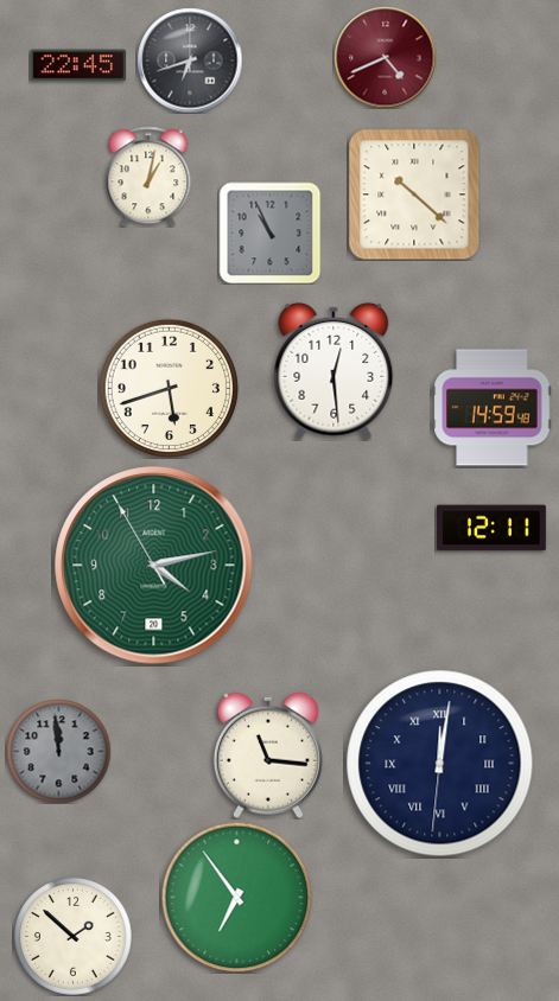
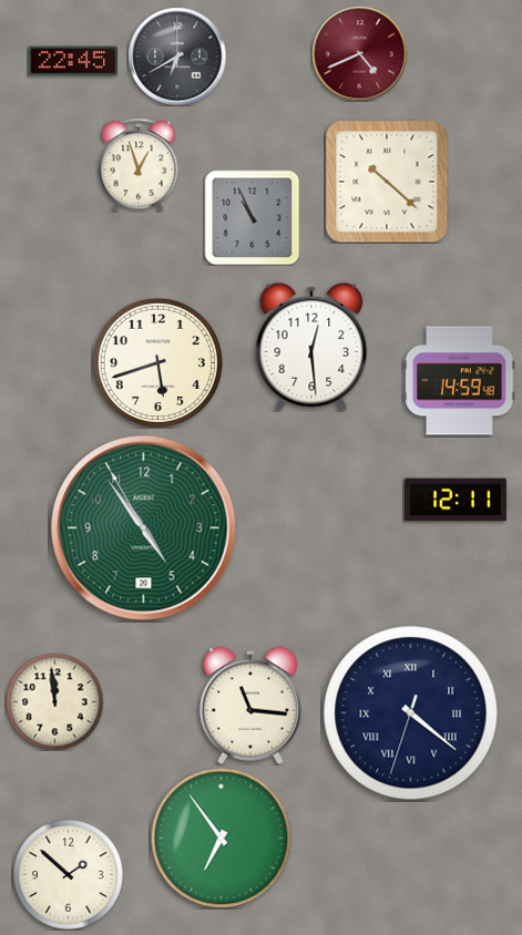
clock at (190, 60): 6:42 -> 6:40
clock at (148, 177): 1:02 -> 12:57
clock at (493, 528) position: (493, 528) -> (457, 500)
clock at (154, 566): 4:12 -> 4:53
clock at (58, 751) dial: grey -> cream
clock at (440, 764): 12:01 -> 4:21
